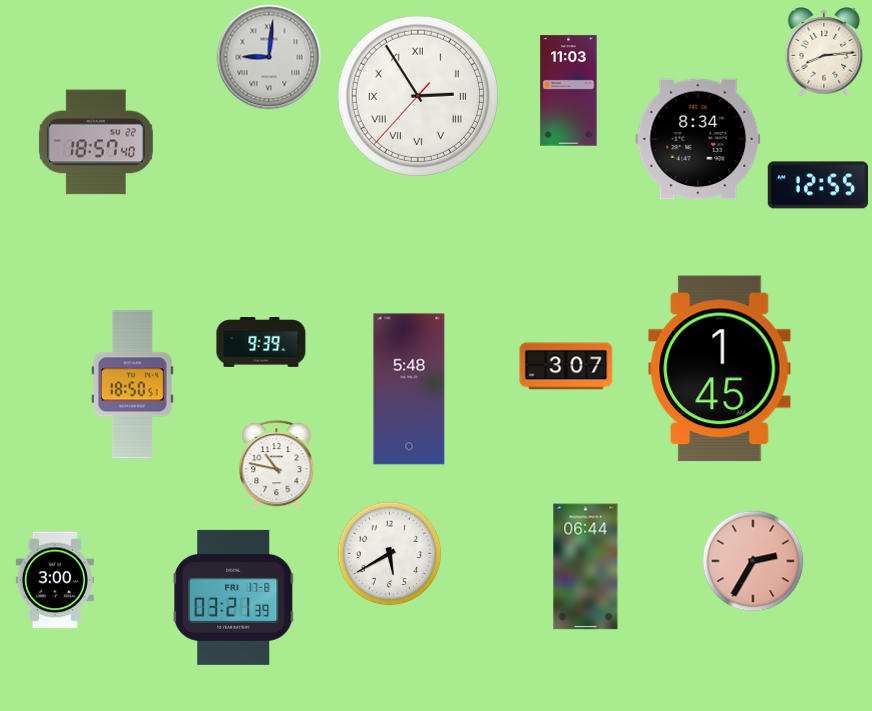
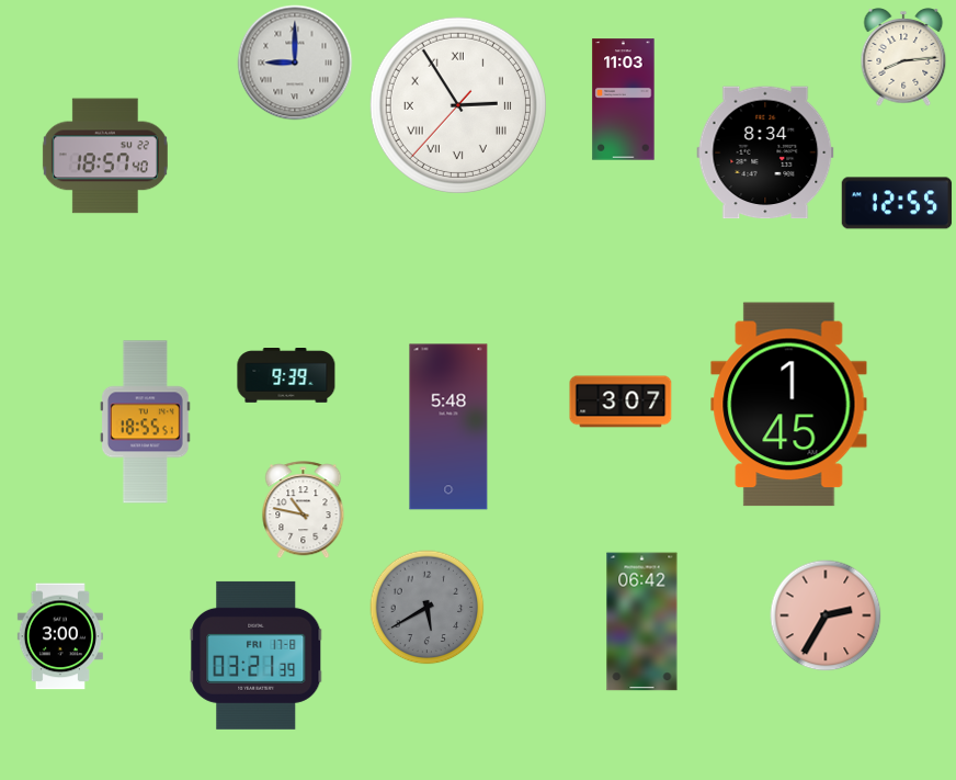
clock at (269, 57): 9:01 -> 9:00
clock at (132, 385): 18:50 -> 18:55
clock at (390, 554) dial: white -> grey
clock at (586, 567): 06:44 -> 06:42
